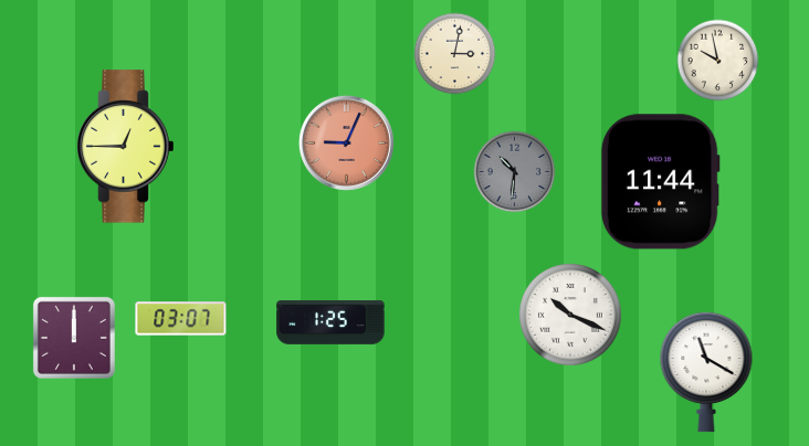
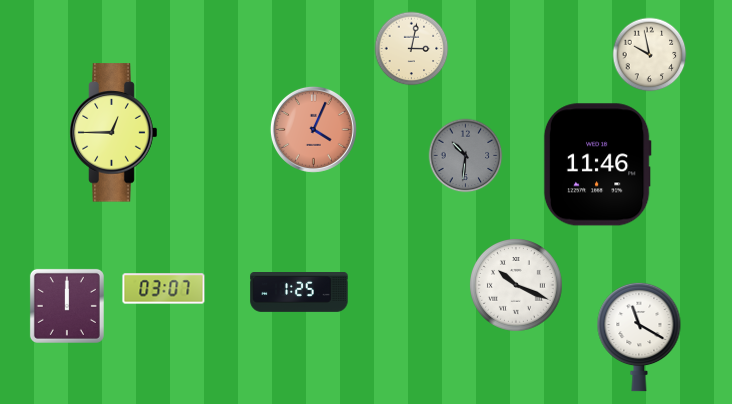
clock at (346, 142): 9:04 -> 4:04
clock at (660, 182): 11:44 -> 11:46
